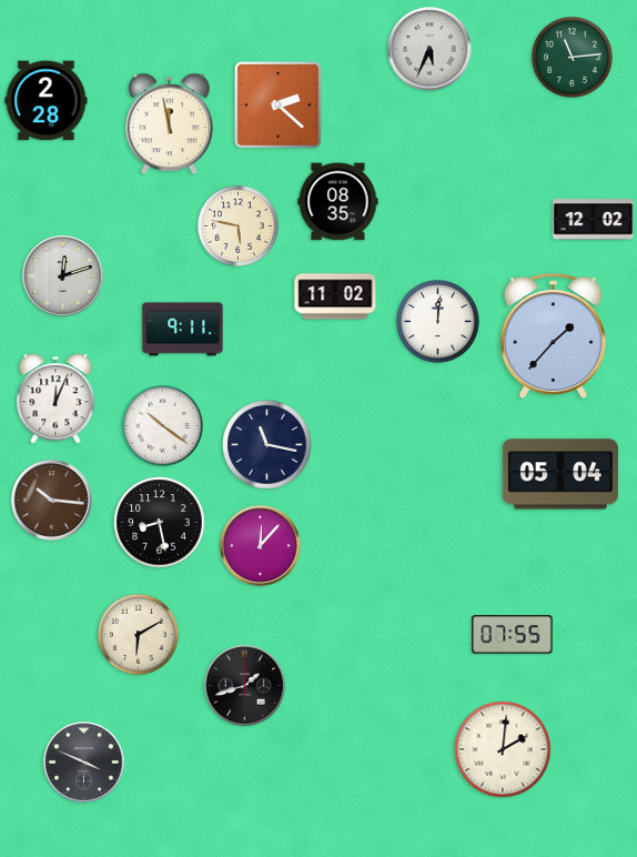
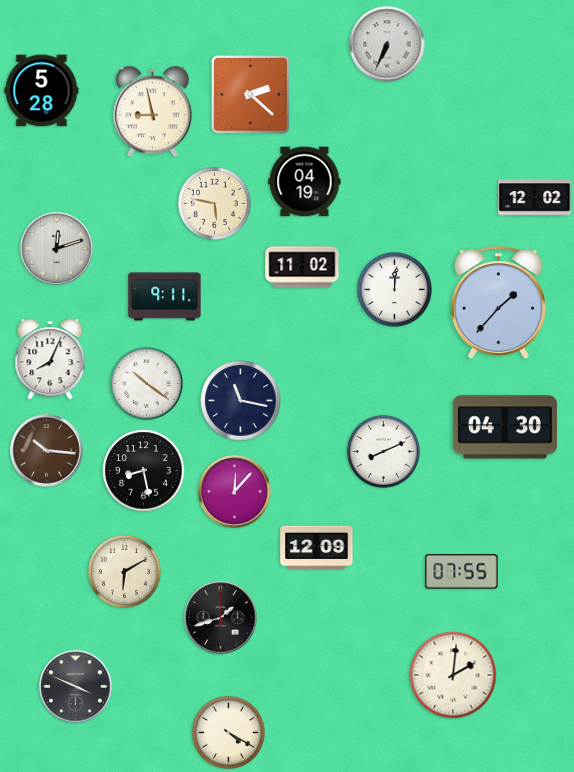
clock at (429, 49): 5:34 -> 6:34
clock at (572, 57): 11:14 -> none
clock at (47, 101): 2:28 -> 5:28
clock at (170, 124): 11:58 -> 8:58
clock at (338, 202): 08:35 -> 04:19
clock at (55, 399): 12:04 -> 8:04
clock at (560, 474): 05:04 -> 04:30
clock at (383, 451): none -> 8:11
clock at (317, 548): none -> 12:09
clock at (228, 732): none -> 4:20
